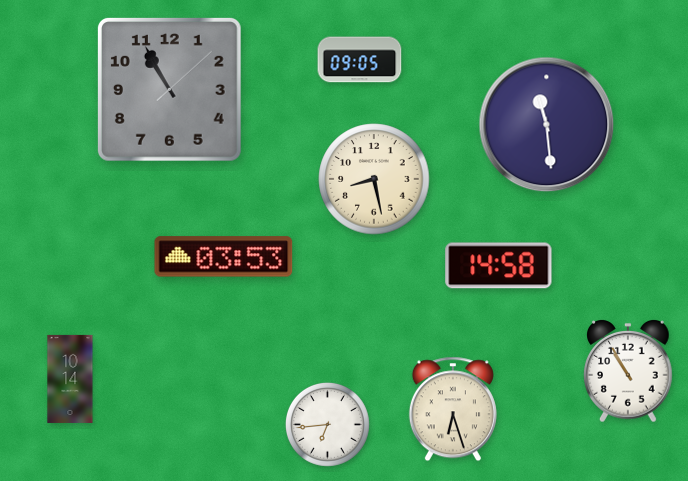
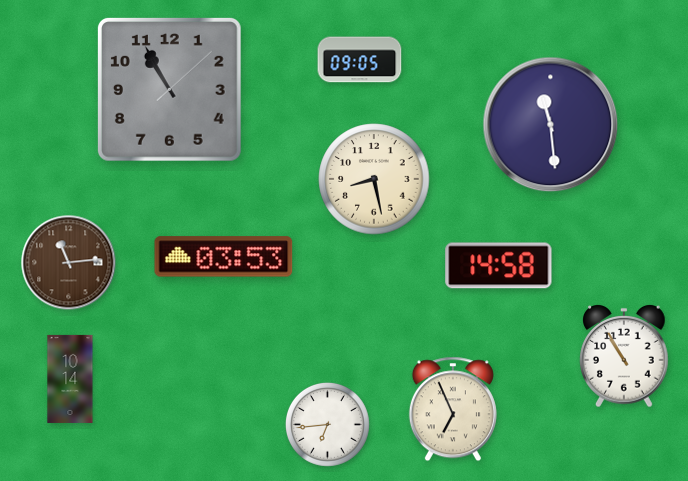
clock at (547, 125) position: (547, 125) -> (551, 125)
clock at (69, 263): none -> 11:14
clock at (628, 372) position: (628, 372) -> (624, 357)
clock at (453, 409): 6:27 -> 6:56
